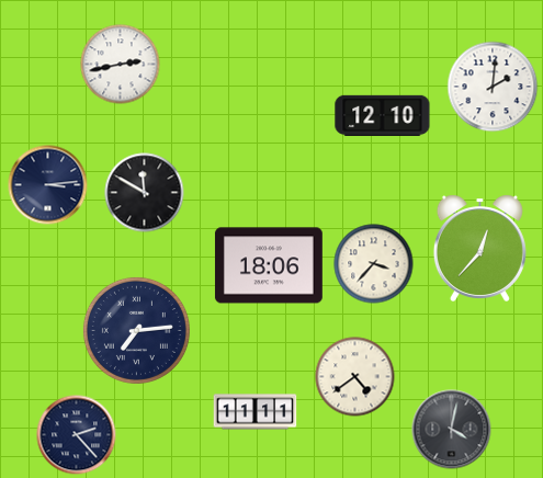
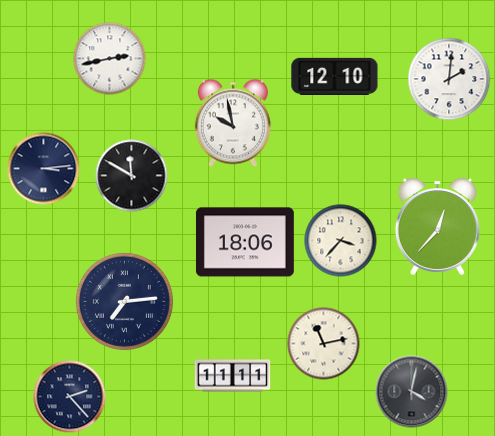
clock at (383, 115) position: (383, 115) -> (335, 76)
clock at (233, 123): none -> 9:58
clock at (355, 377): 4:39 -> 11:13
